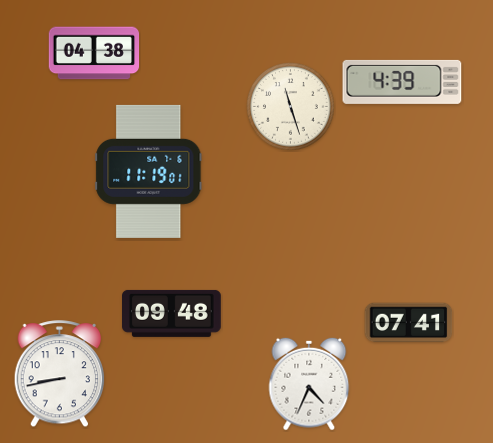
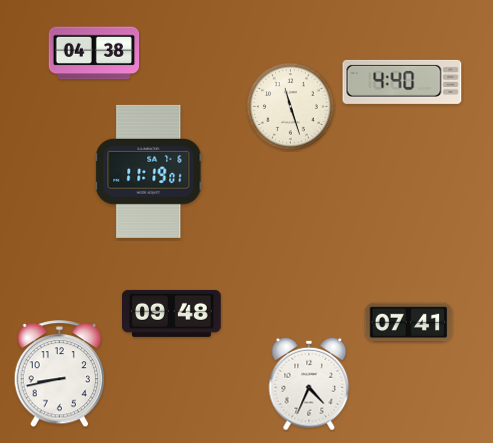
clock at (402, 82): 4:39 -> 4:40
